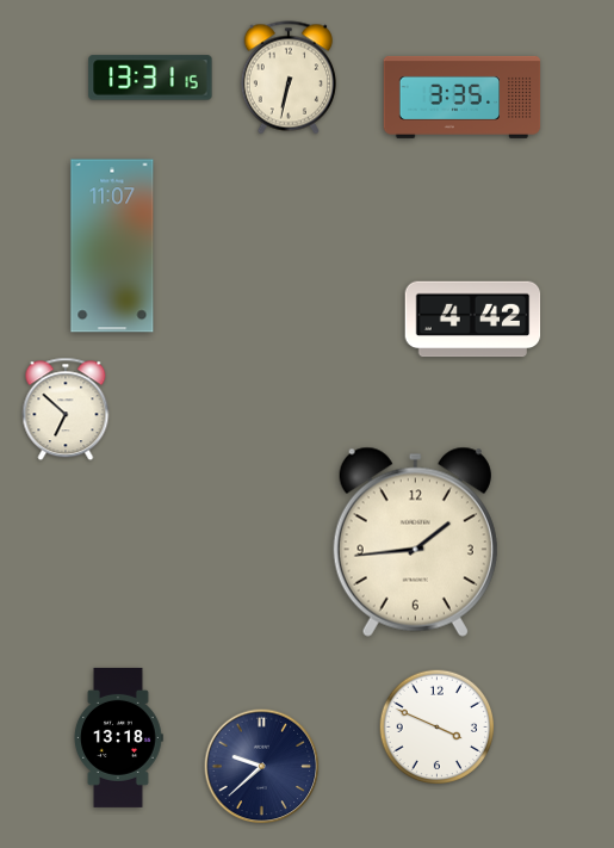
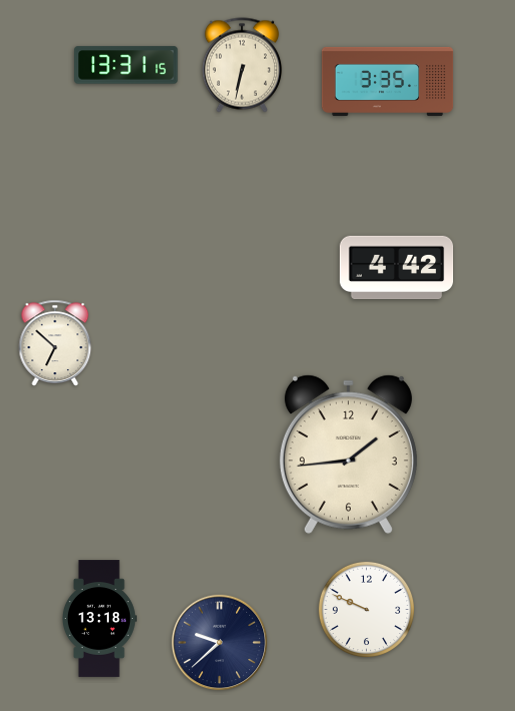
clock at (112, 246): 11:07 -> none
clock at (438, 728): 3:49 -> 9:49
